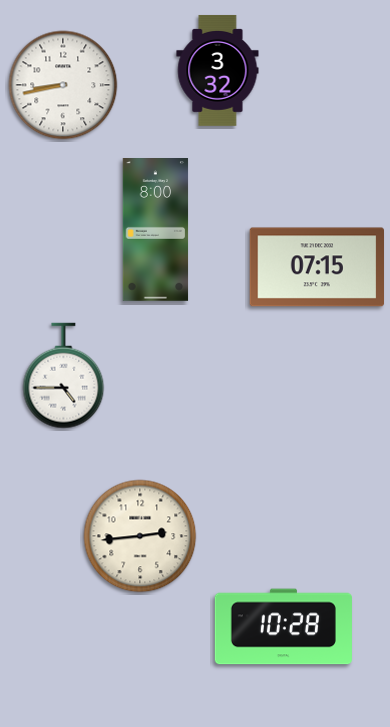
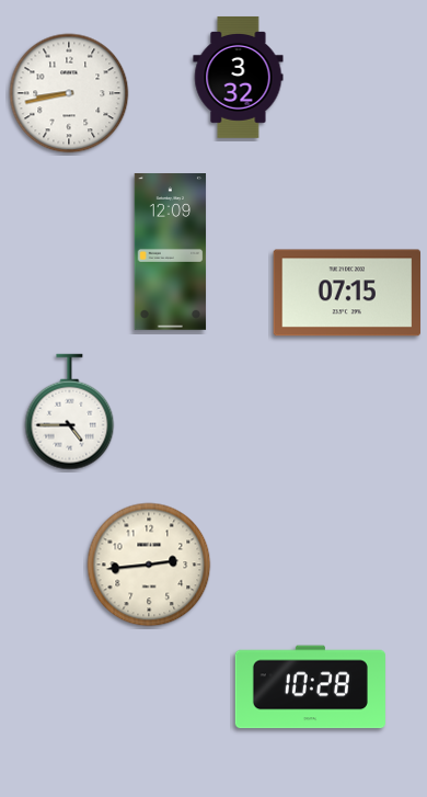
clock at (156, 230): 8:00 -> 12:09
clock at (140, 536) position: (140, 536) -> (149, 565)
